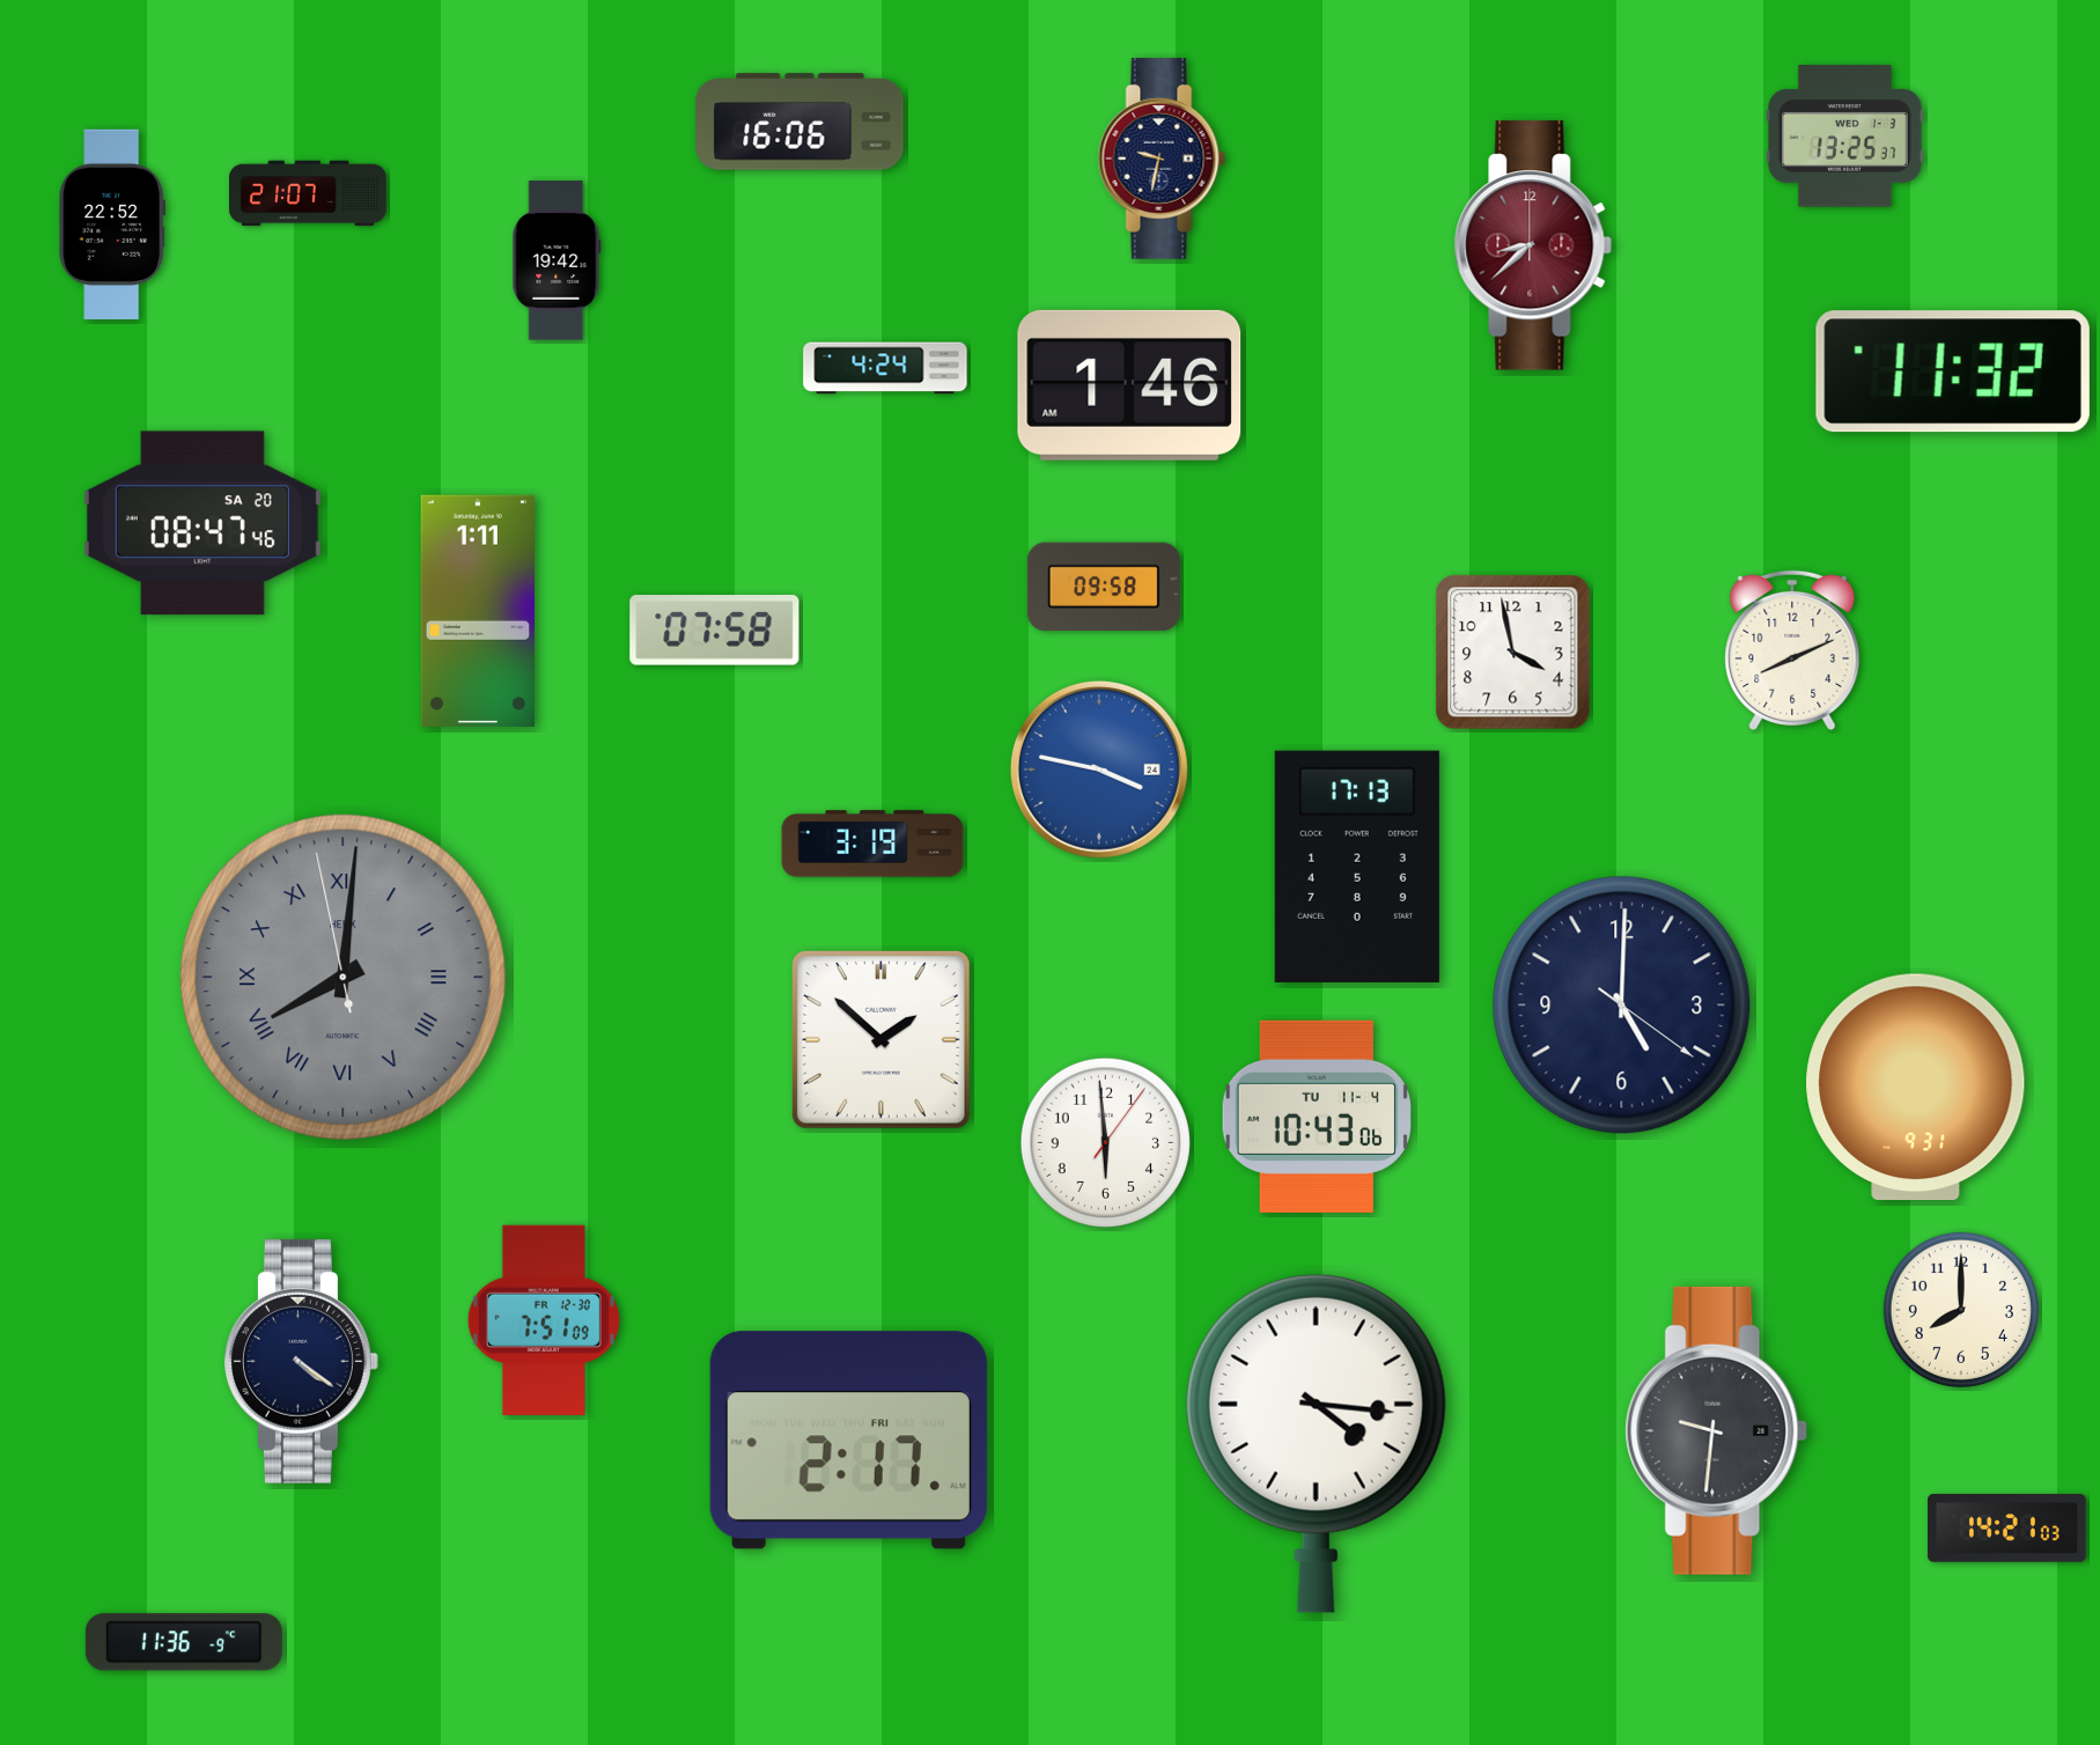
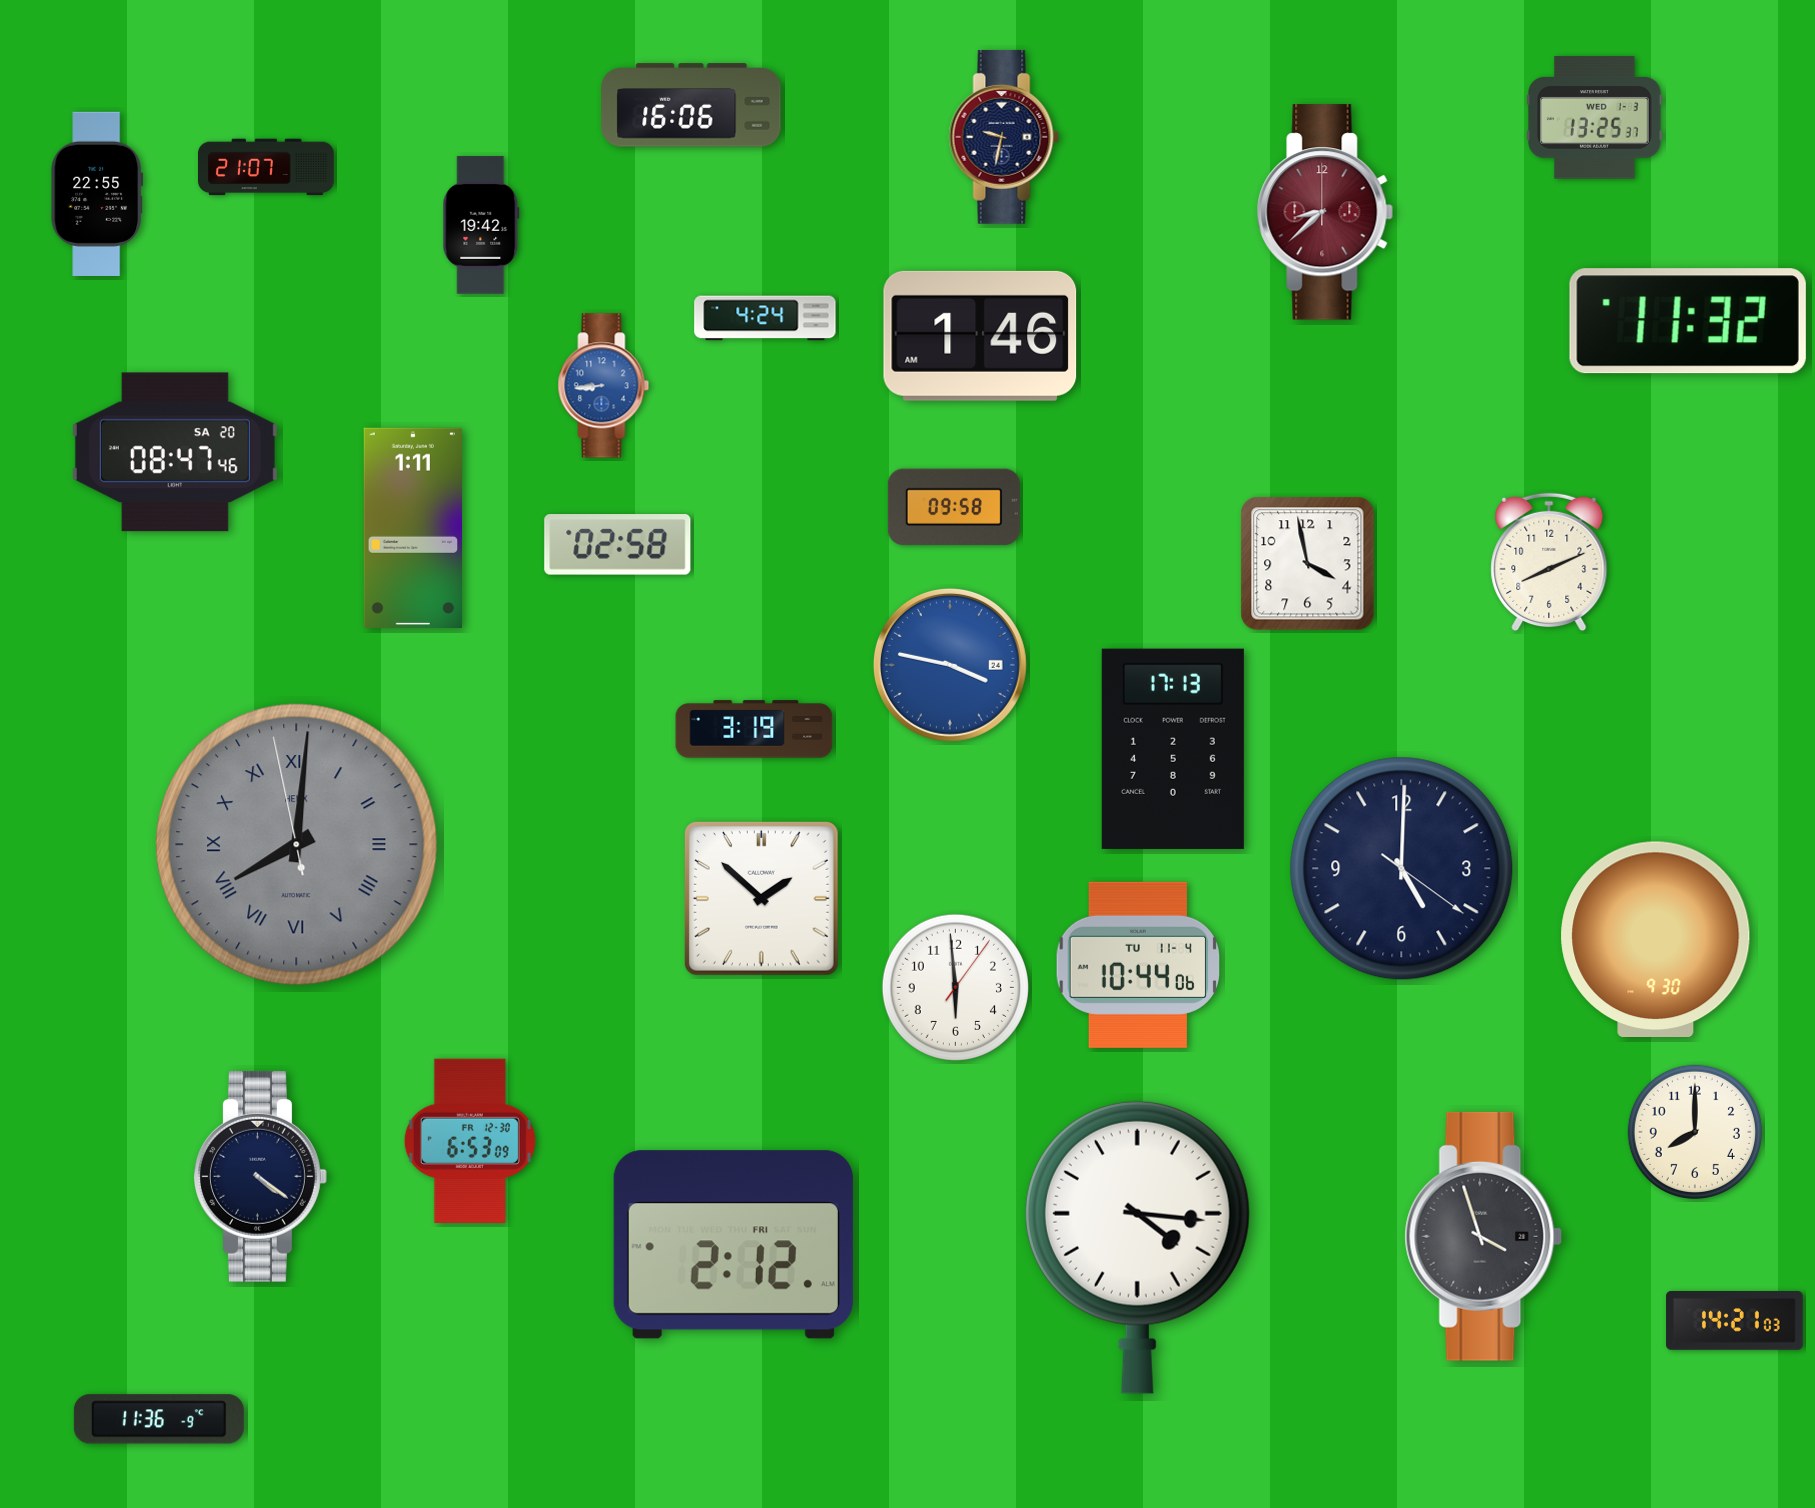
clock at (111, 224): 22:52 -> 22:55
clock at (1129, 385) position: (1129, 385) -> (980, 336)
clock at (604, 386): none -> 8:44
clock at (715, 631): 07:58 -> 02:58
clock at (1916, 1087): 9:31 -> 9:30
clock at (1317, 1117): 10:43 -> 10:44
clock at (544, 1320): 7:51 -> 6:53
clock at (1717, 1430): 9:31 -> 3:57
clock at (848, 1441): 2:17 -> 2:12
